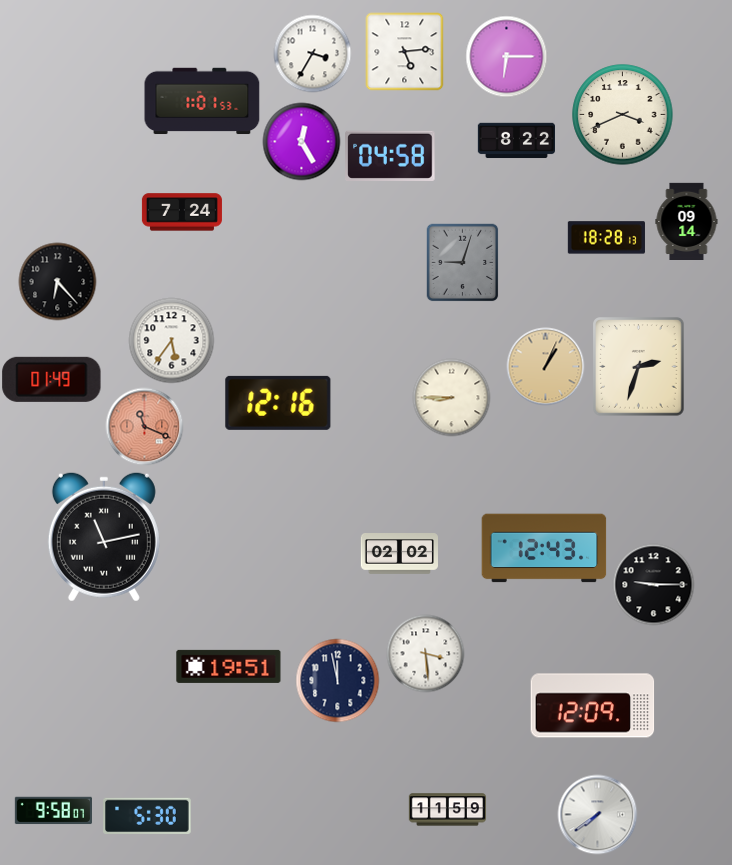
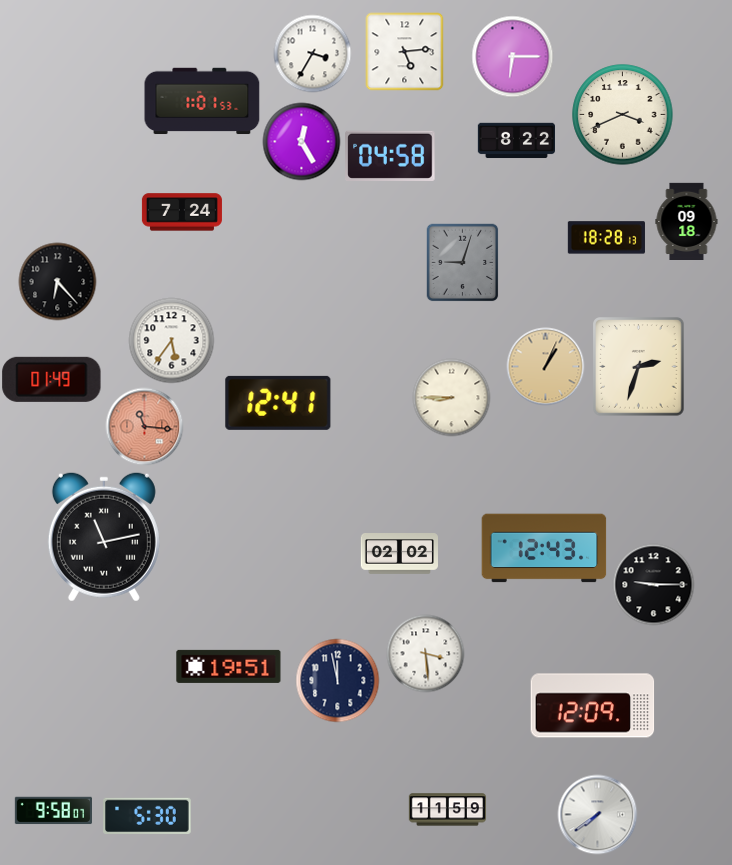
clock at (506, 56) position: (506, 56) -> (512, 56)
clock at (687, 221): 09:14 -> 09:18
clock at (278, 403): 12:16 -> 12:41
clock at (144, 426): 11:19 -> 11:16
